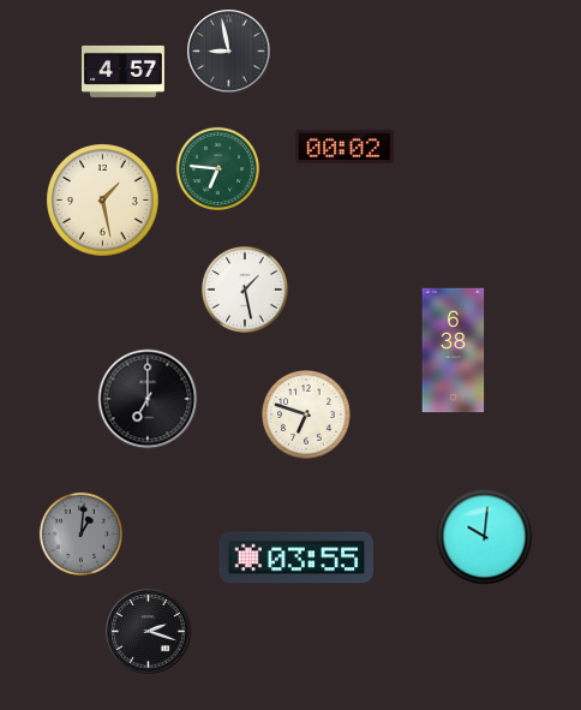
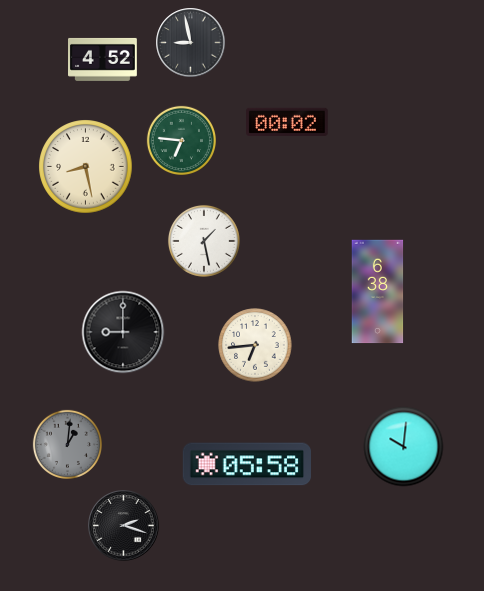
clock at (124, 71): 4:57 -> 4:52
clock at (103, 201): 1:28 -> 8:28
clock at (148, 399): 7:00 -> 9:00
clock at (306, 414): 6:48 -> 6:44
clock at (295, 557): 03:55 -> 05:58
